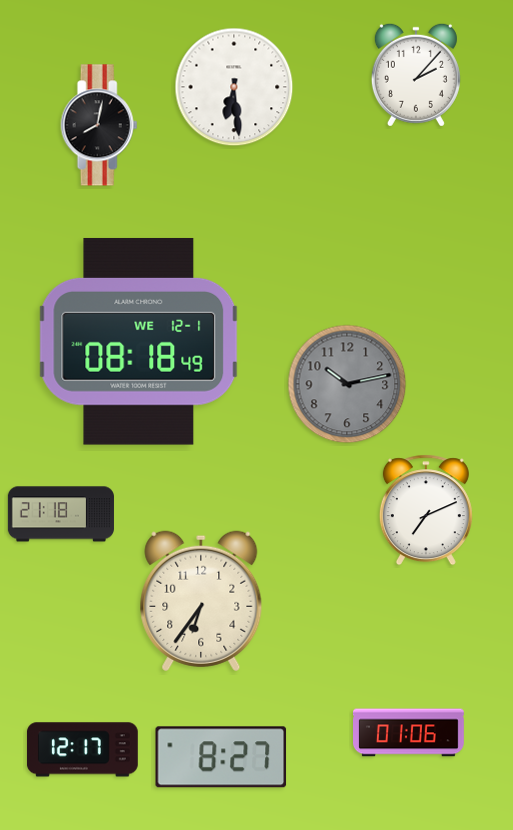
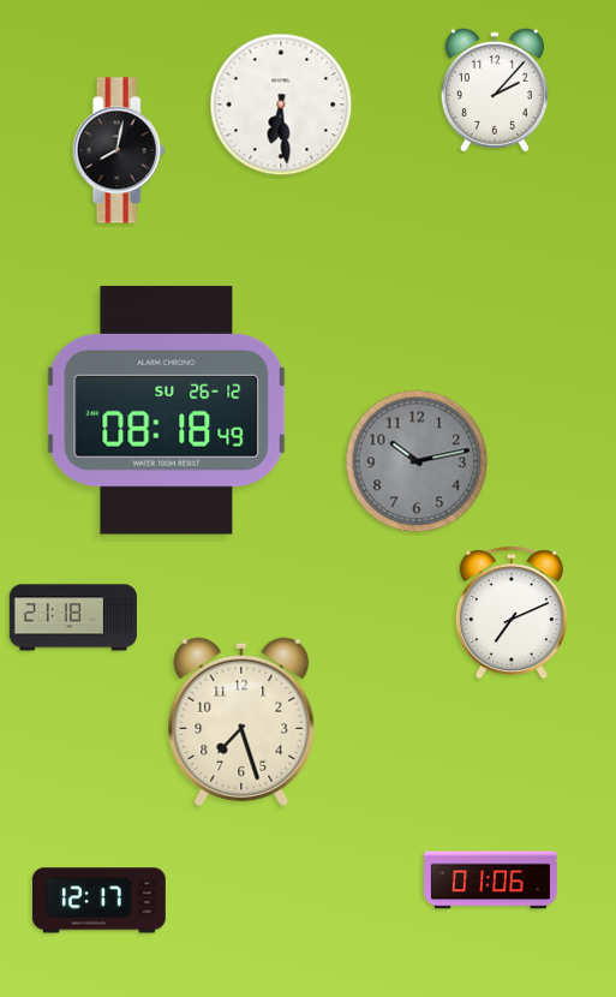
clock at (416, 75) position: (416, 75) -> (495, 90)
clock at (139, 341) date: WE 12-1 -> SU 26-12
clock at (201, 601): 6:36 -> 7:27
clock at (221, 757): 8:27 -> none
